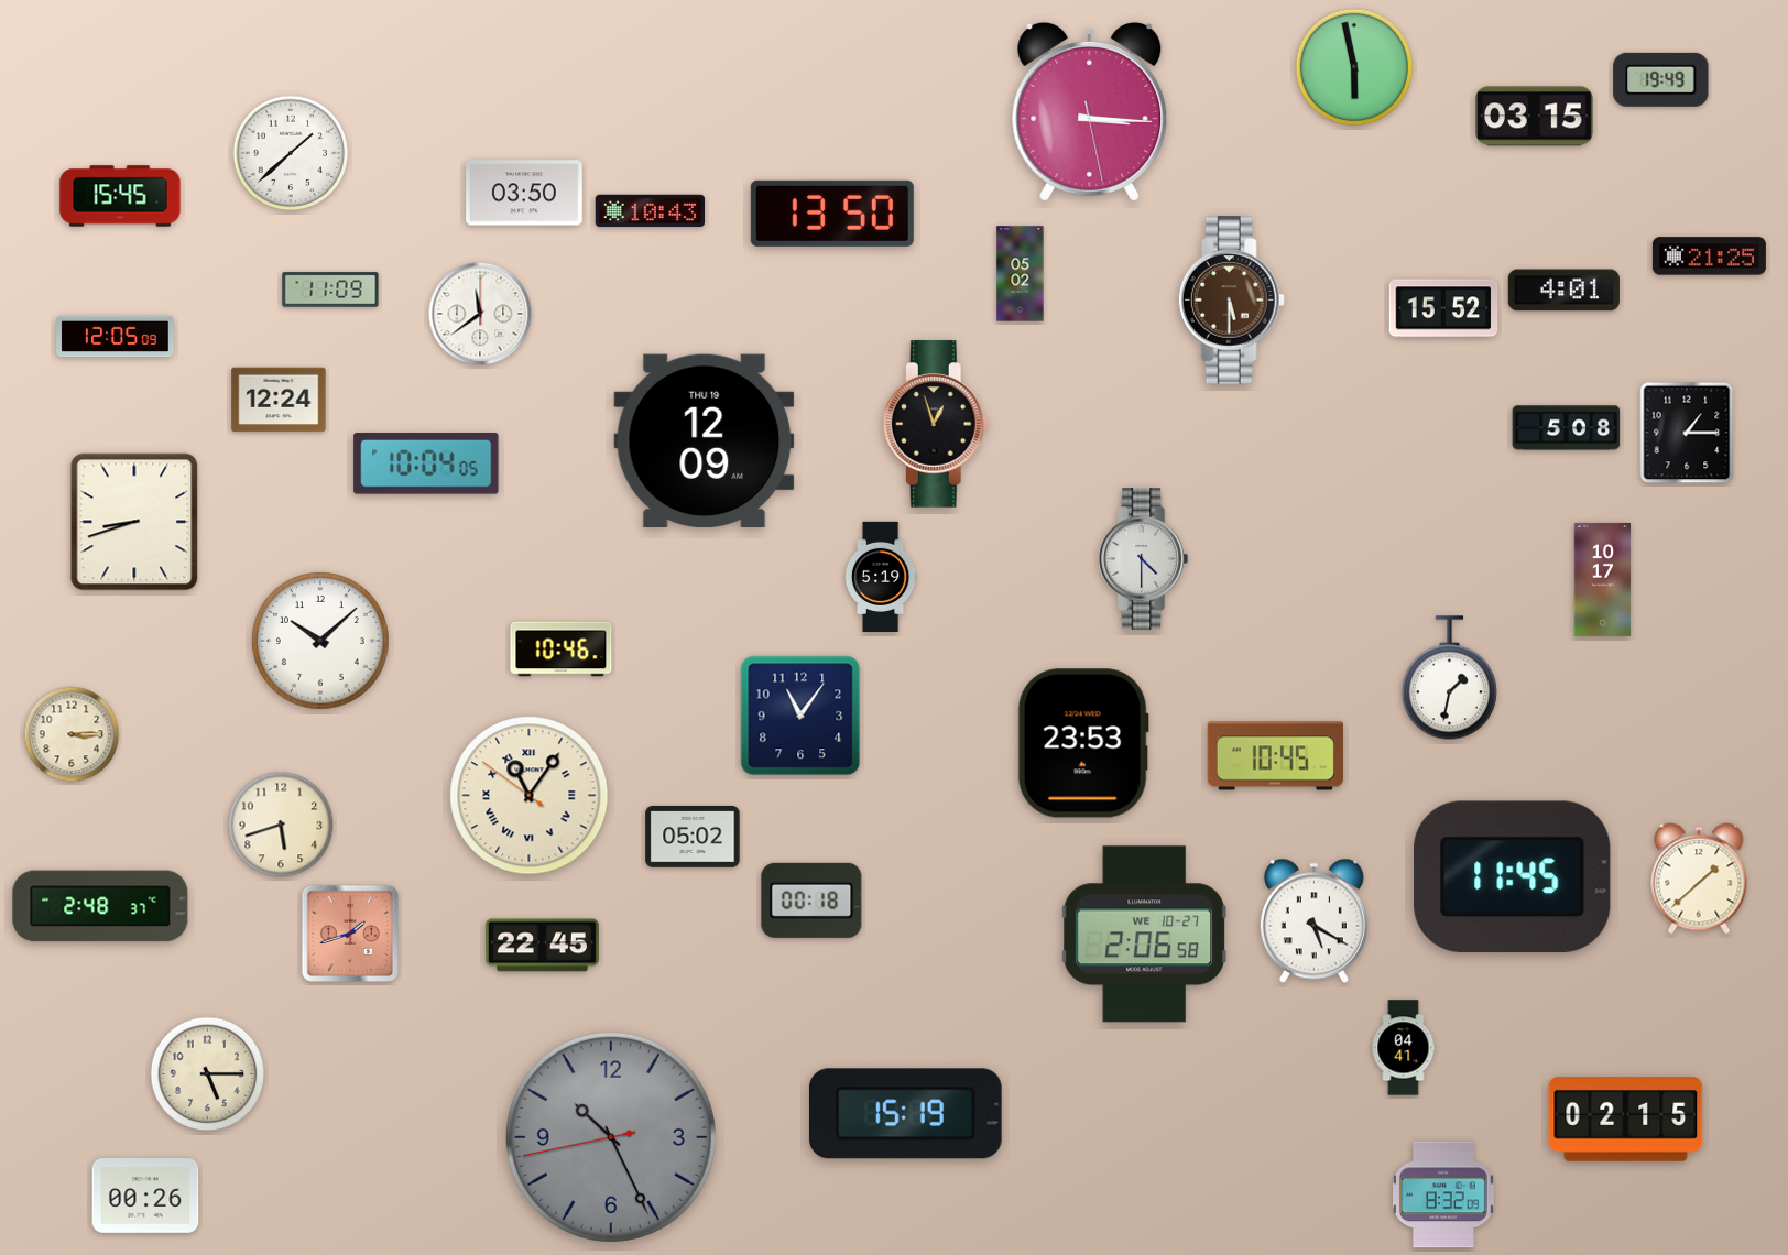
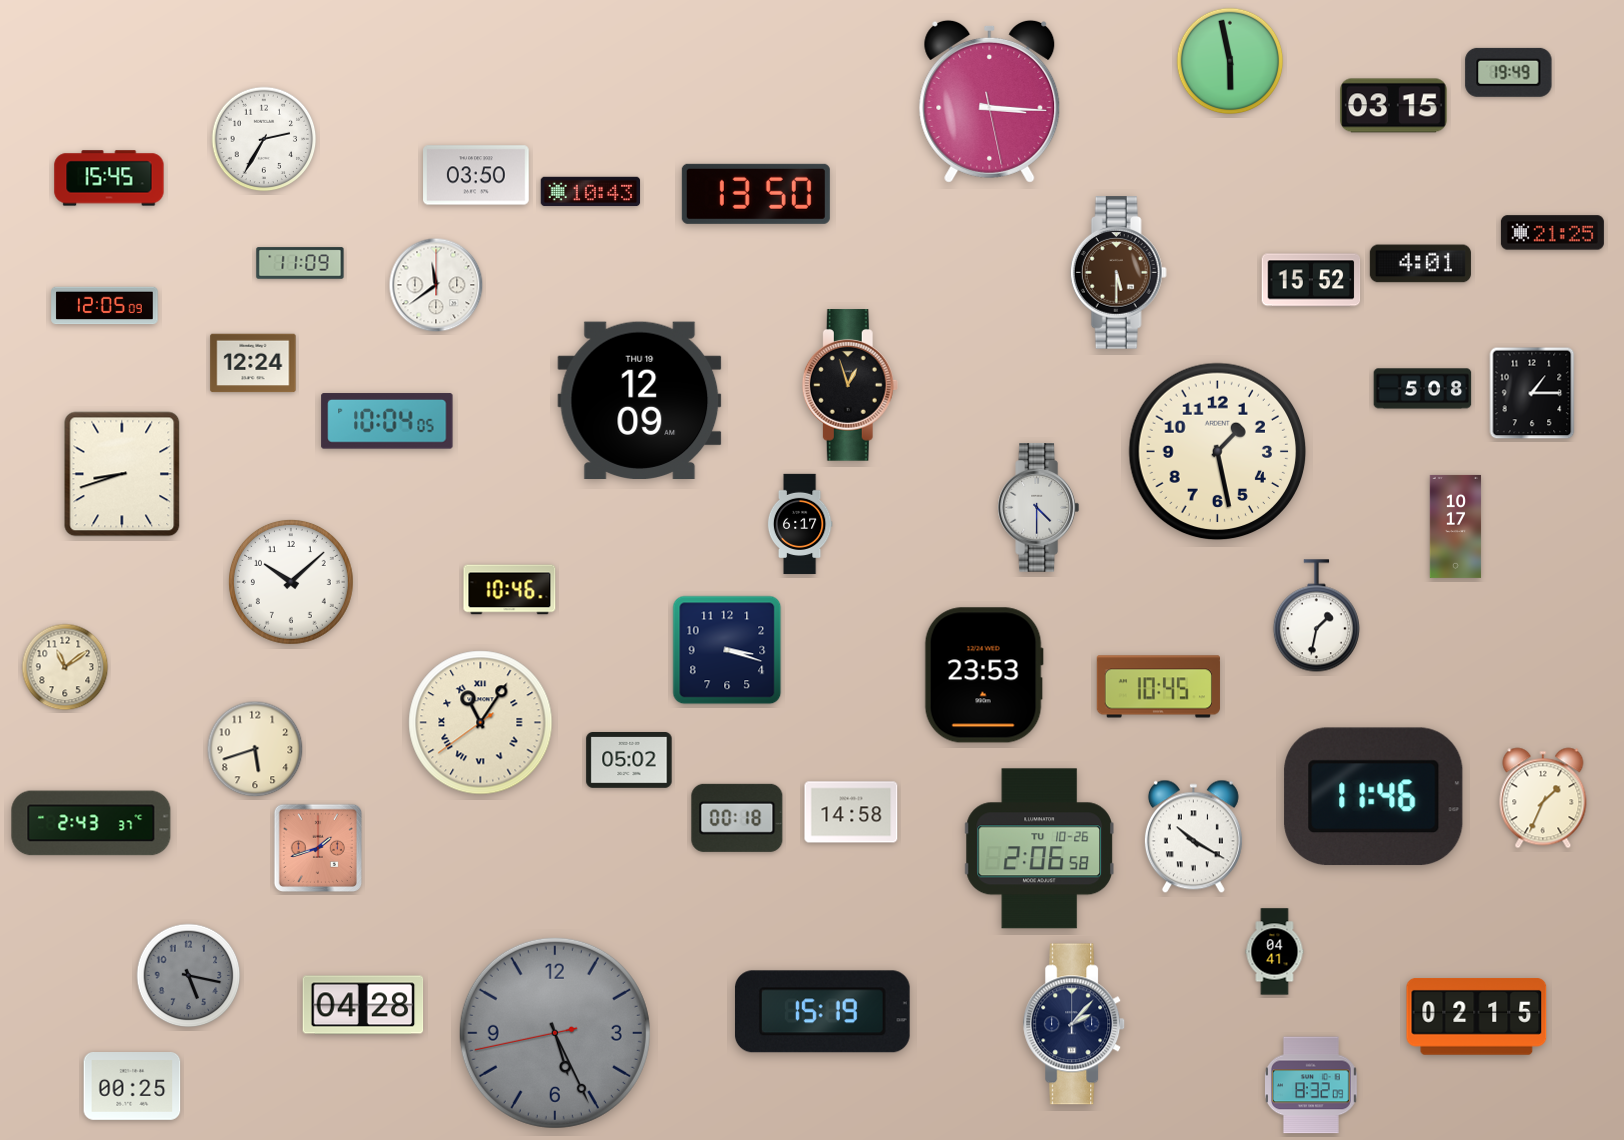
clock at (291, 153): 1:38 -> 2:35
clock at (1021, 274): 05:02 -> none
clock at (1218, 452): none -> 1:28
clock at (881, 577): 5:19 -> 6:17
clock at (800, 716): 11:06 -> 3:18
clock at (72, 734): 3:15 -> 11:09
clock at (530, 796): 11:05:51 -> 11:05:39
clock at (1513, 877): 11:45 -> 11:46
clock at (1699, 878): 1:38 -> 1:34
clock at (851, 812): none -> 14:58
clock at (100, 906): 2:48 -> 2:43
clock at (1313, 921): 5:20 -> 10:20
clock at (1144, 935) date: WE 10-27 -> TU 10-26
clock at (542, 946): 22:45 -> none
clock at (208, 1074): 5:15 -> 5:17
clock at (208, 1074) dial: cream -> grey
clock at (363, 1005): none -> 04:28
clock at (1075, 1024): none -> 2:07
clock at (611, 1137): 10:25 -> 5:25
clock at (145, 1197): 00:26 -> 00:25
